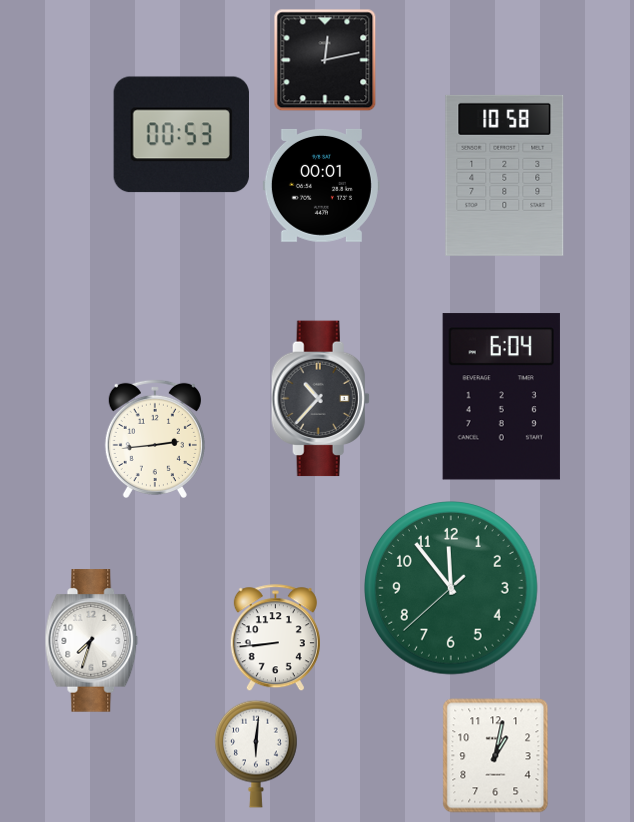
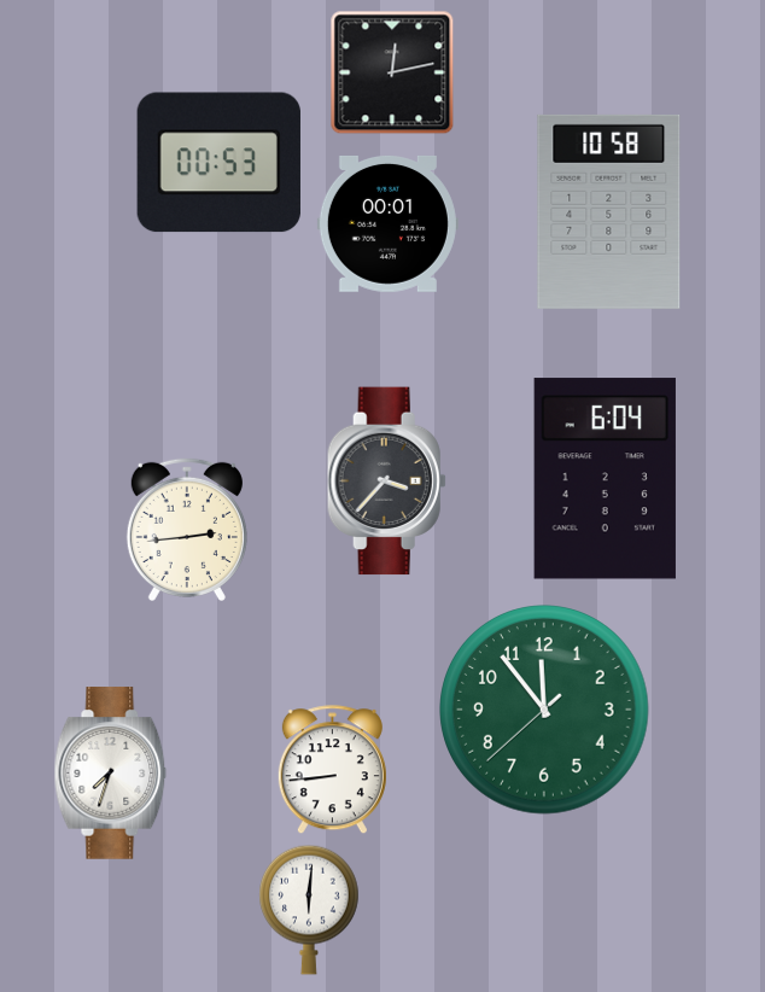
clock at (320, 399): 10:37 -> 3:37
clock at (496, 756): 1:02 -> none
